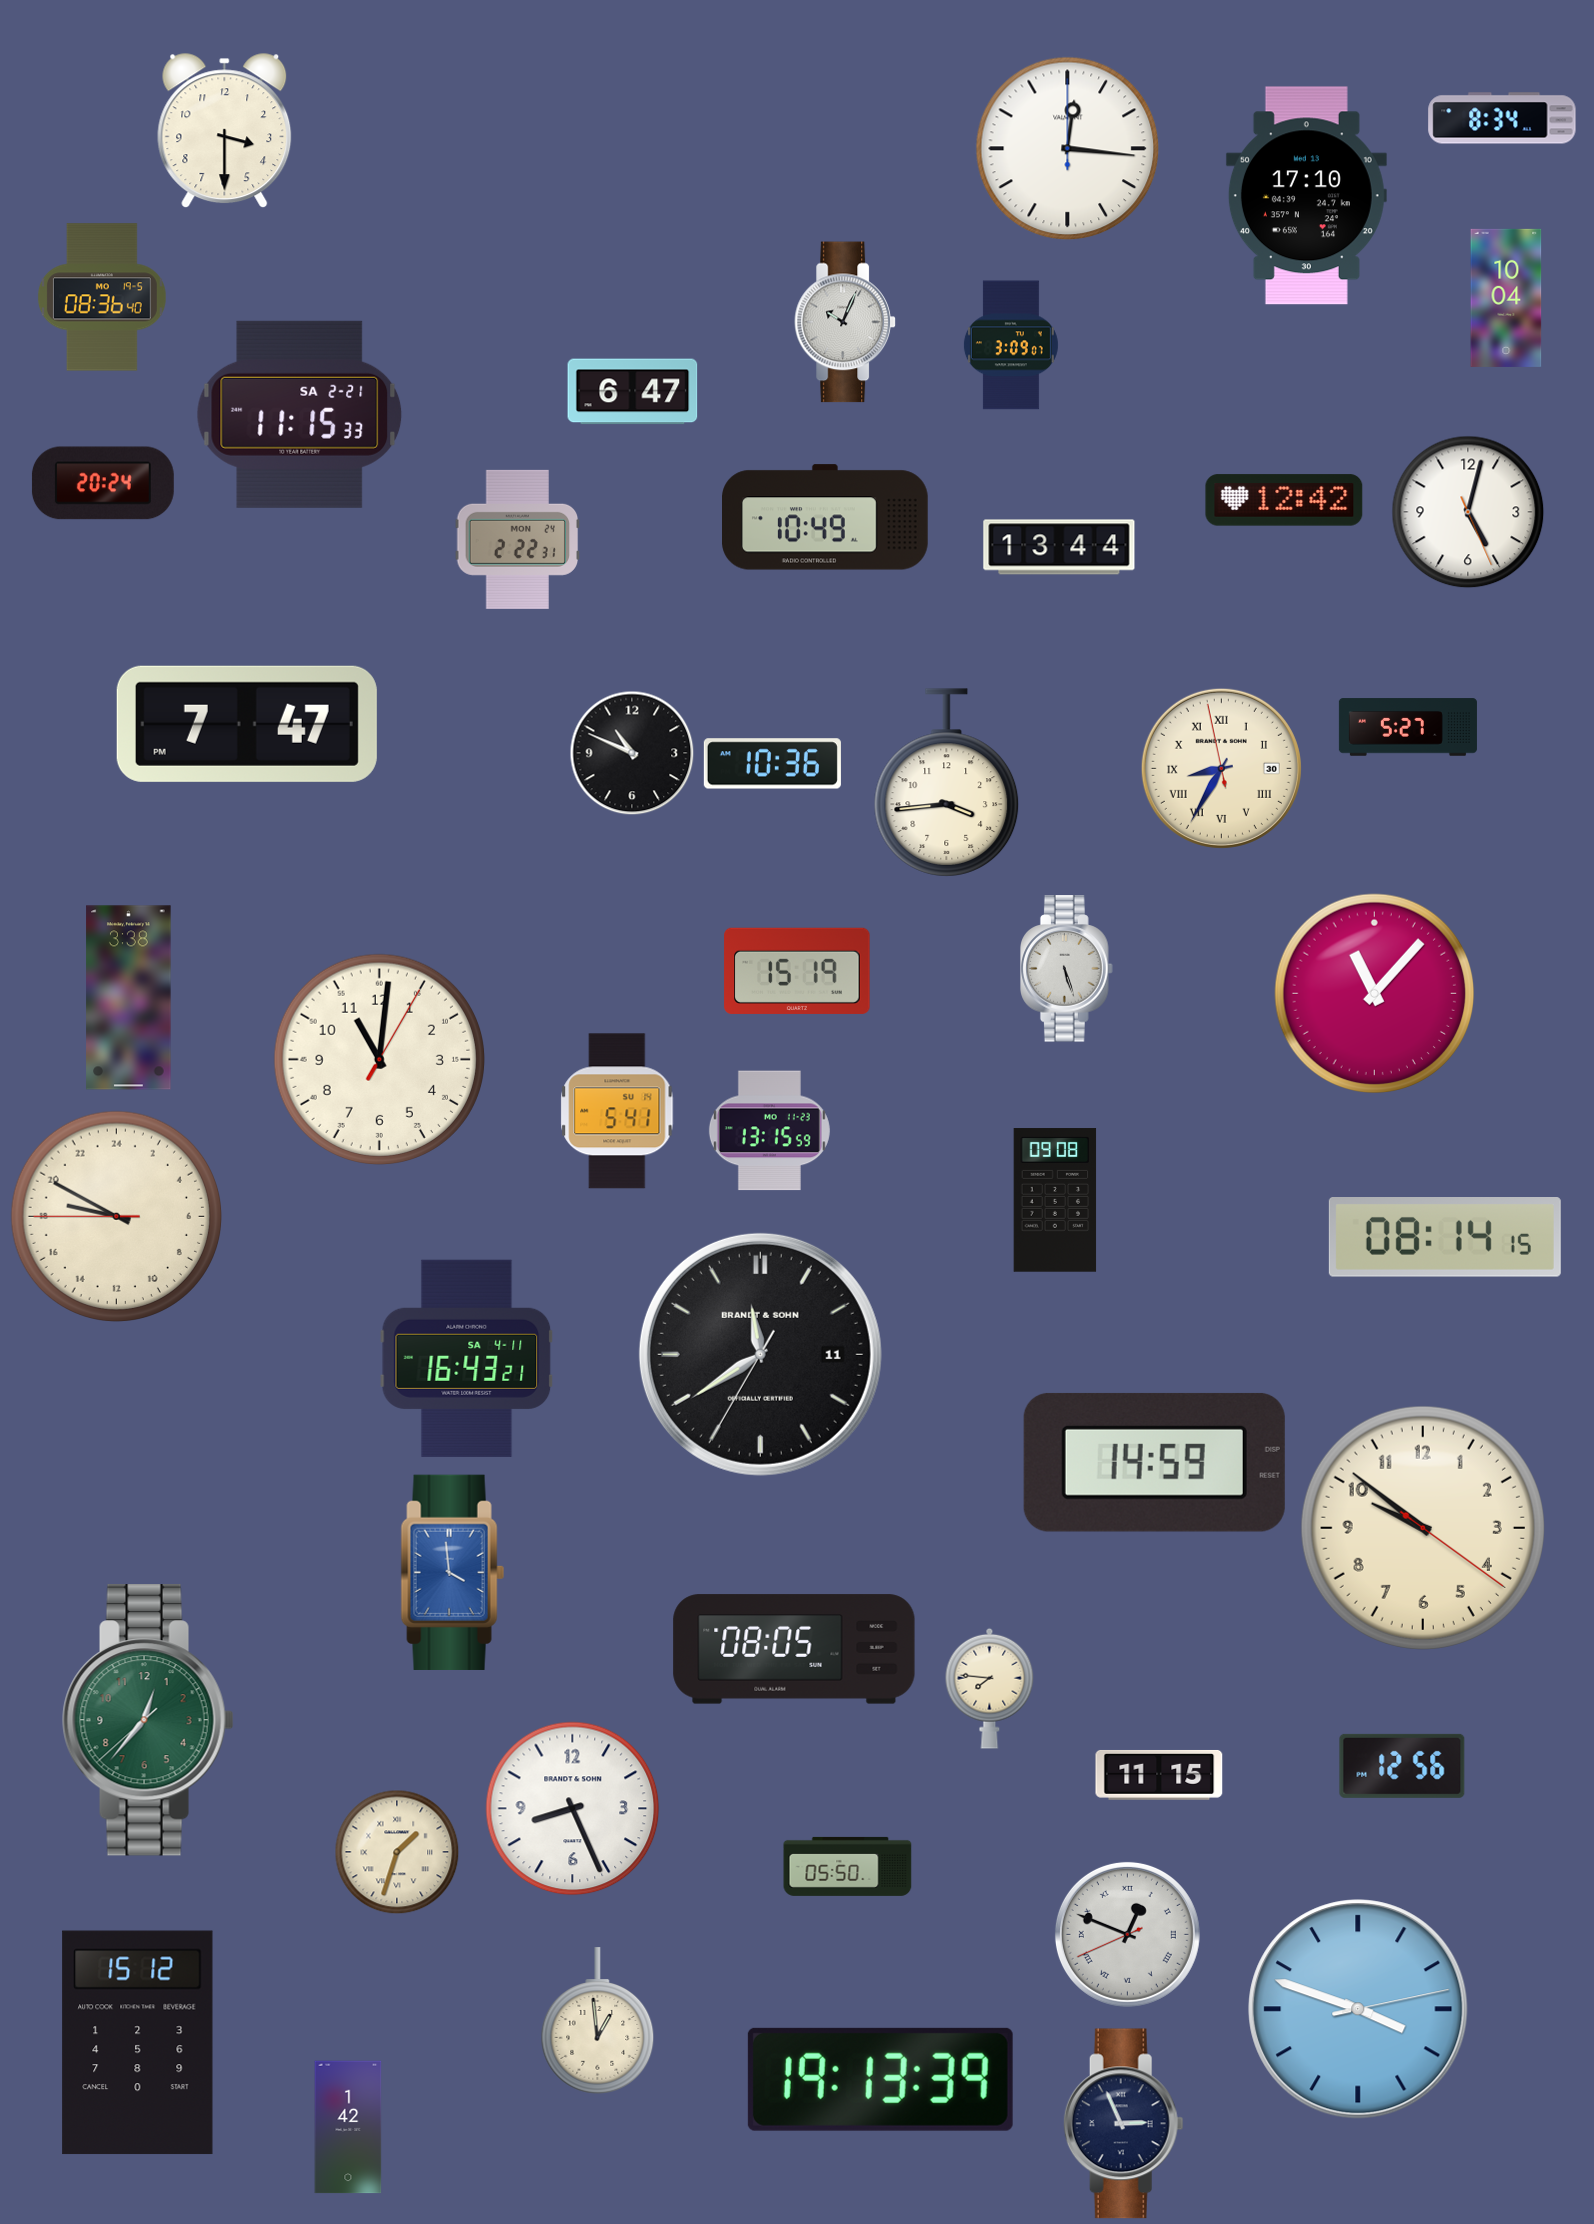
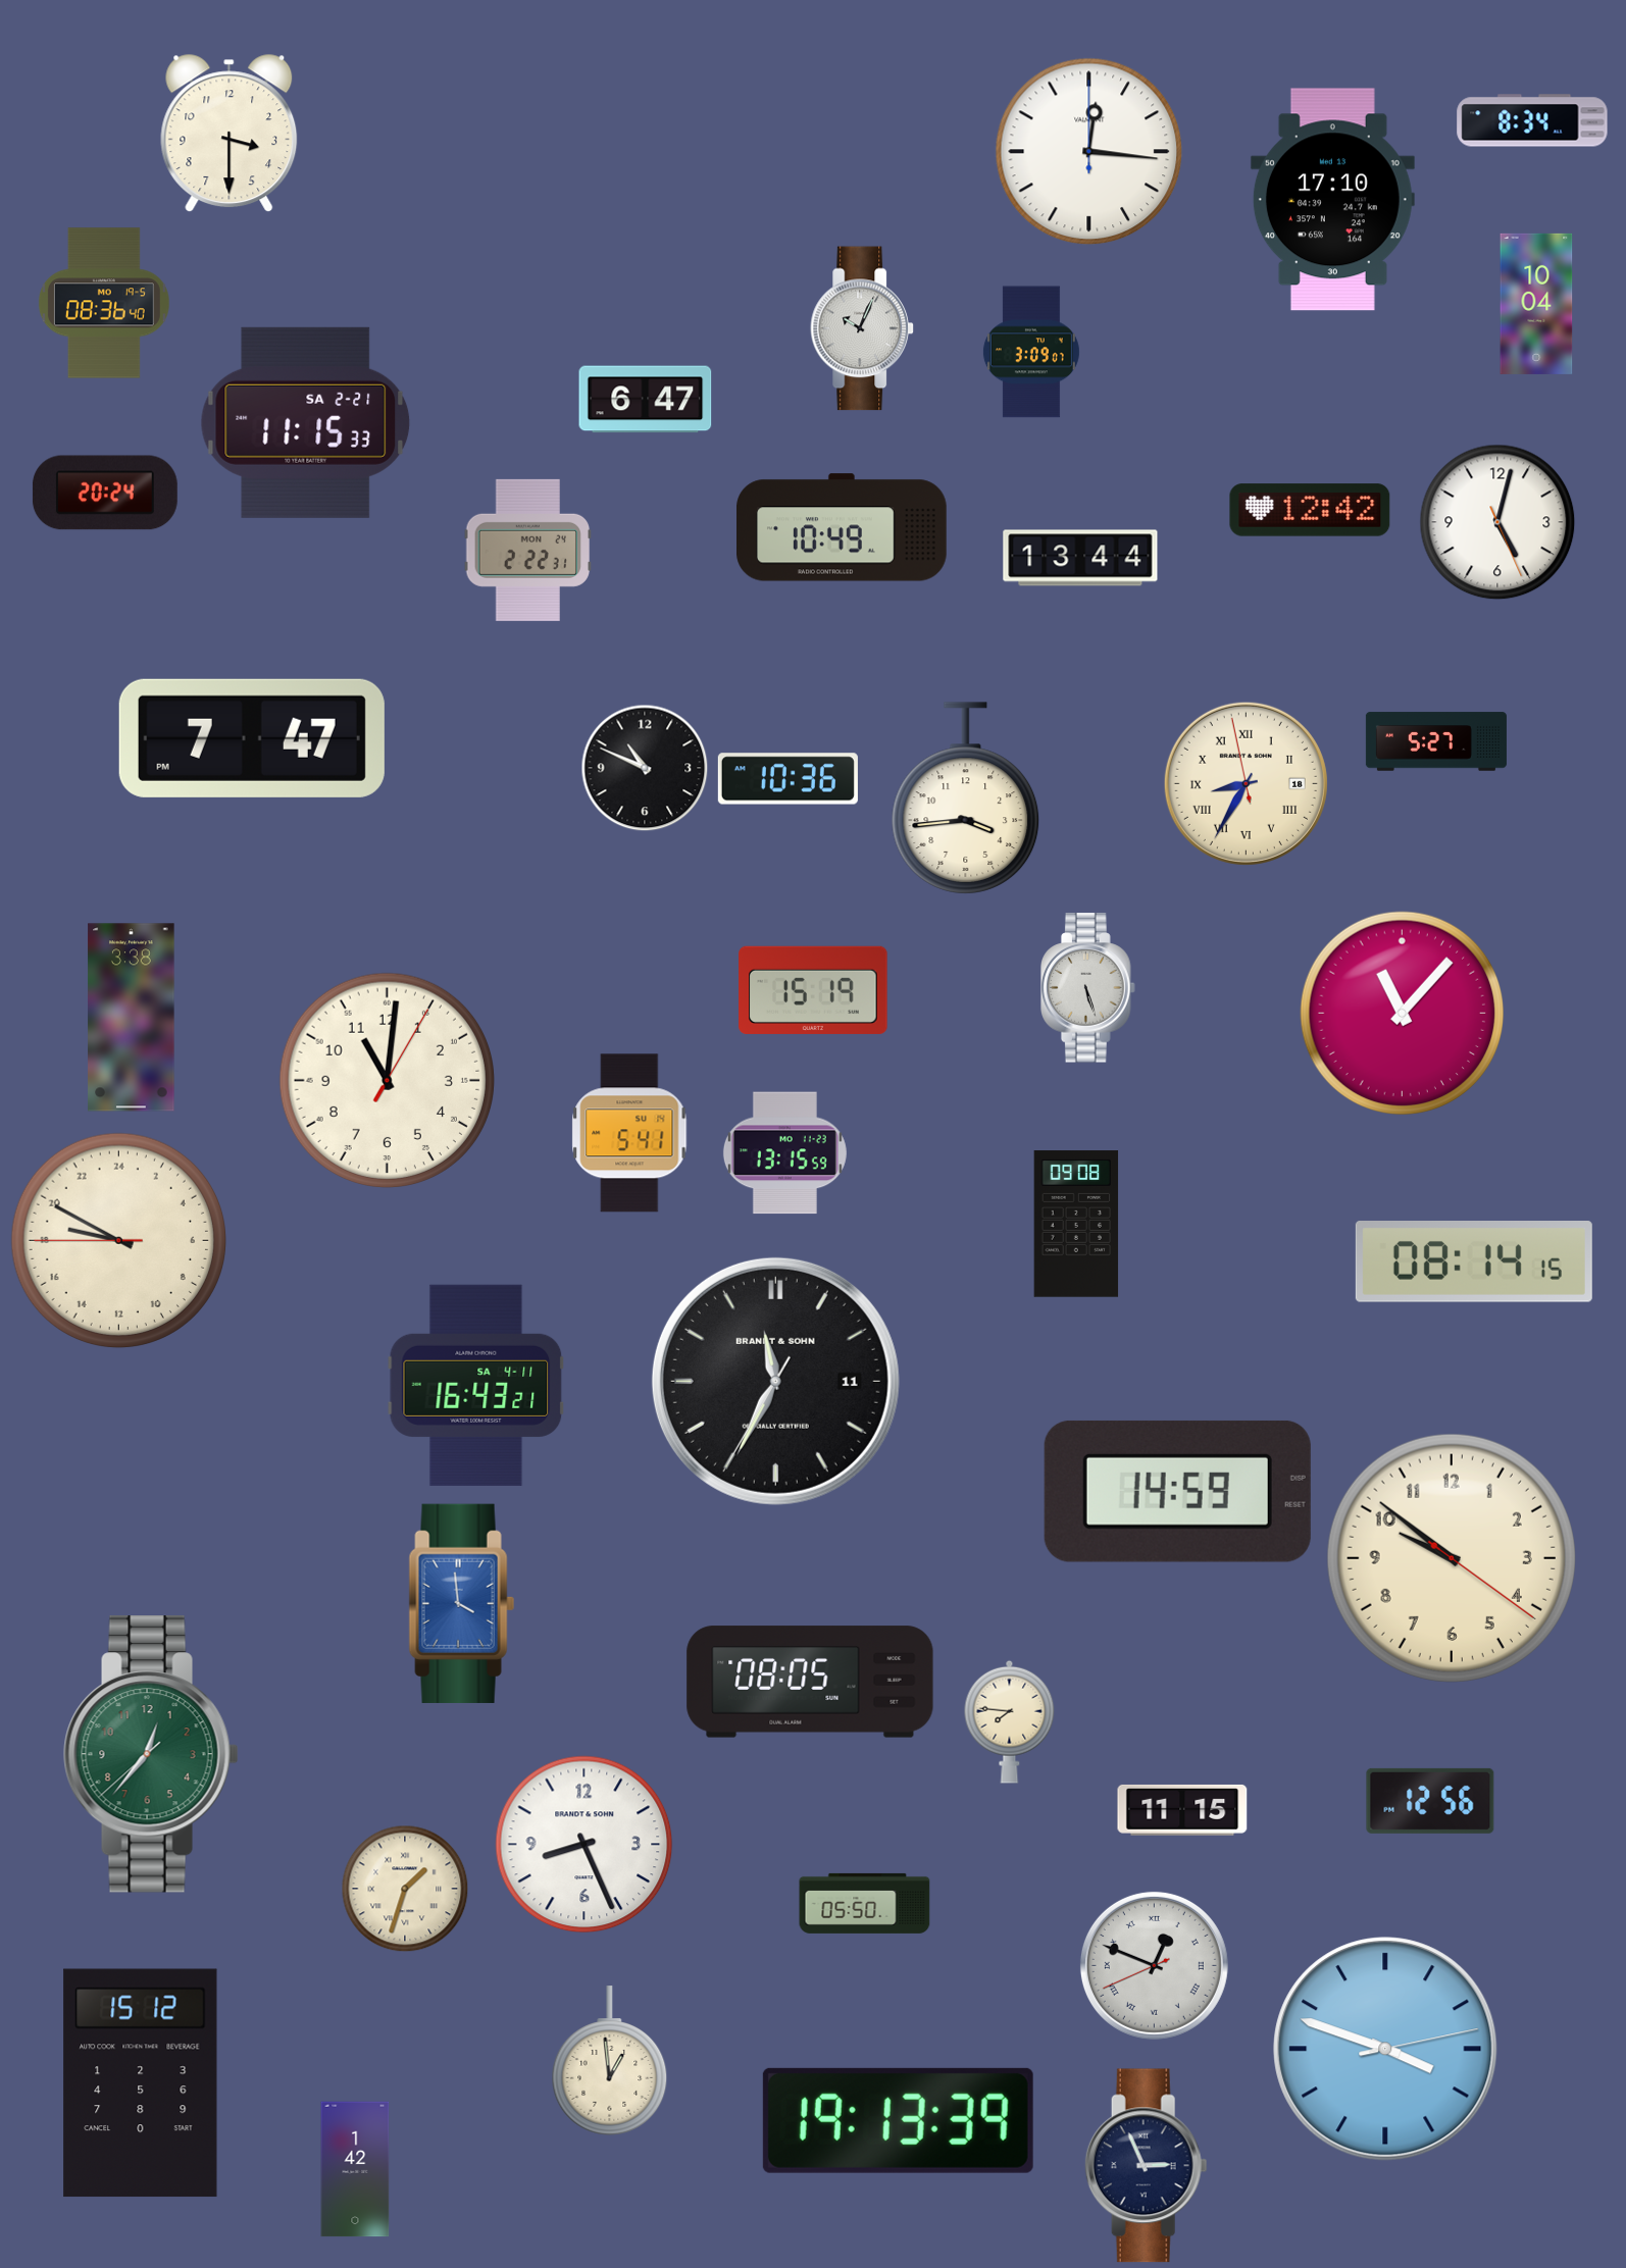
clock at (1221, 768) date: 30 -> 18
clock at (760, 1354): 11:39 -> 11:34
clock at (1127, 1934) position: (1127, 1934) -> (1154, 1965)
